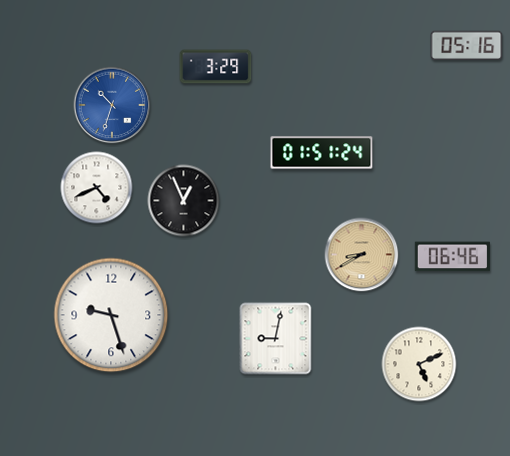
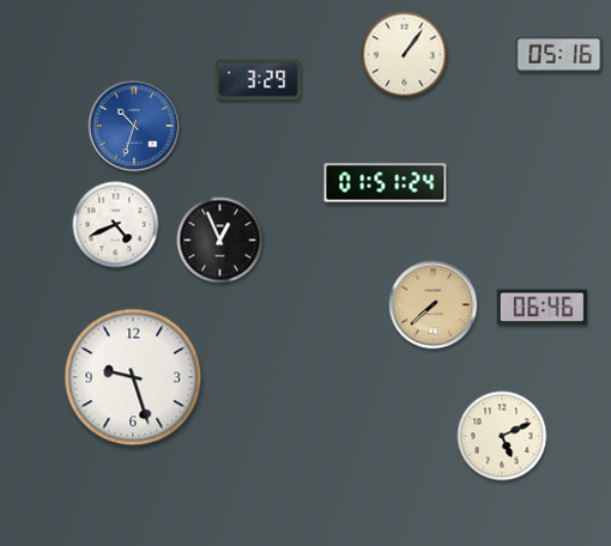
clock at (405, 55): none -> 1:06
clock at (362, 255): 8:40 -> 7:38
clock at (276, 339): 9:02 -> none
